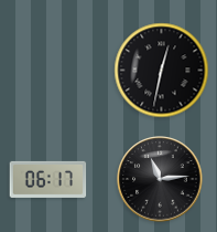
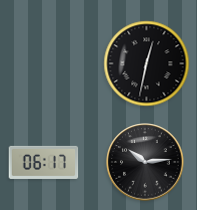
clock at (160, 179): 11:14 -> 10:14
